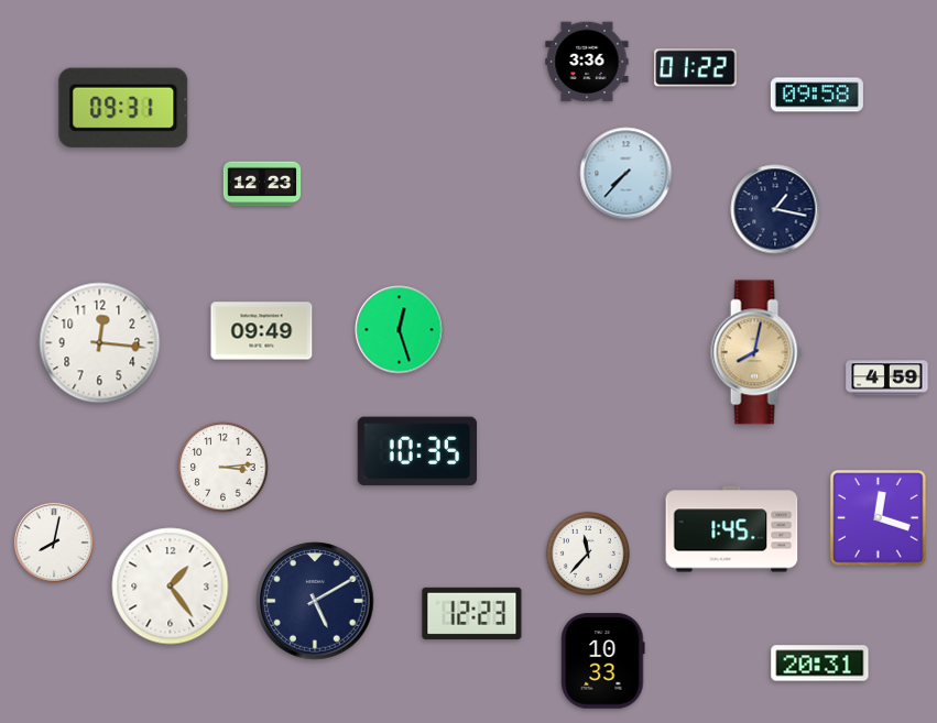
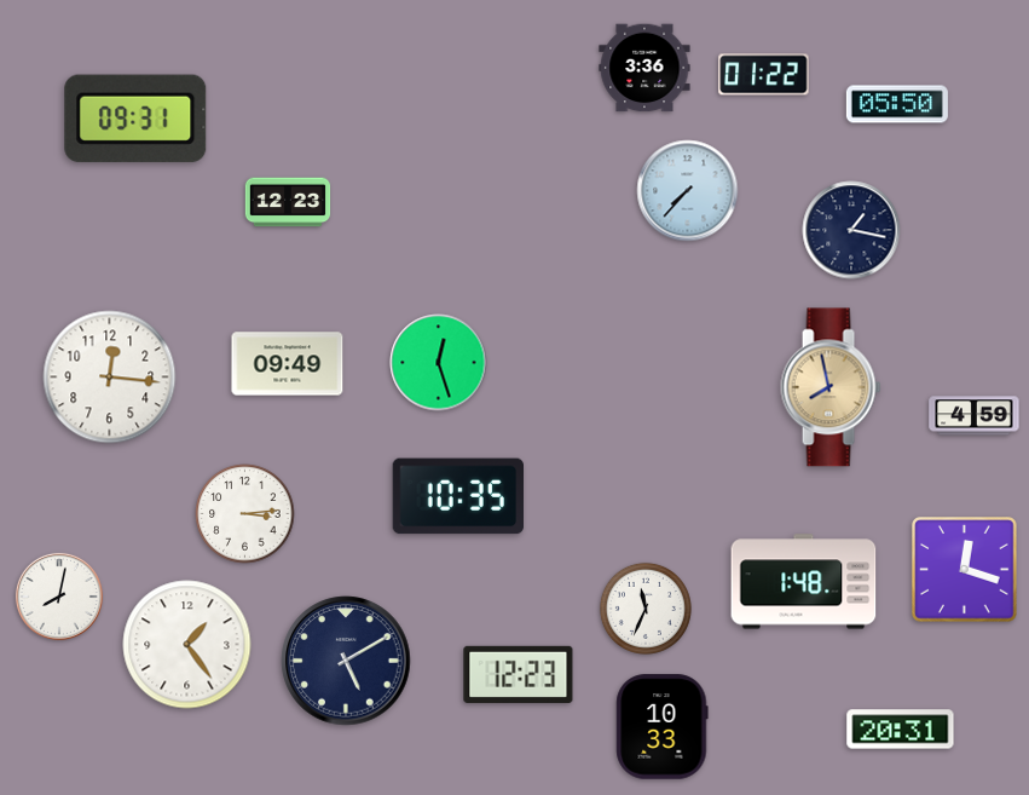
clock at (817, 95): 09:58 -> 05:50
clock at (756, 352): 8:02 -> 7:58
clock at (732, 529): 1:45 -> 1:48
clock at (588, 554): 11:37 -> 11:34
